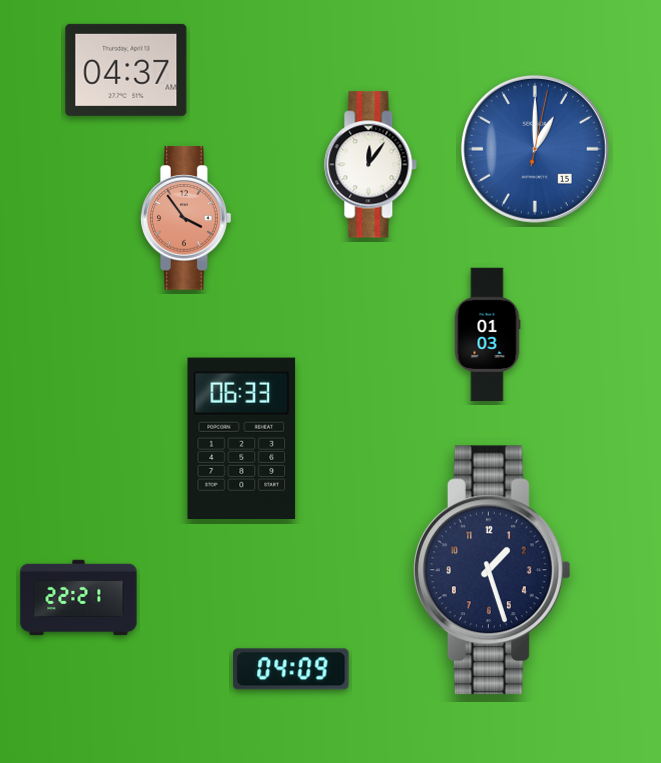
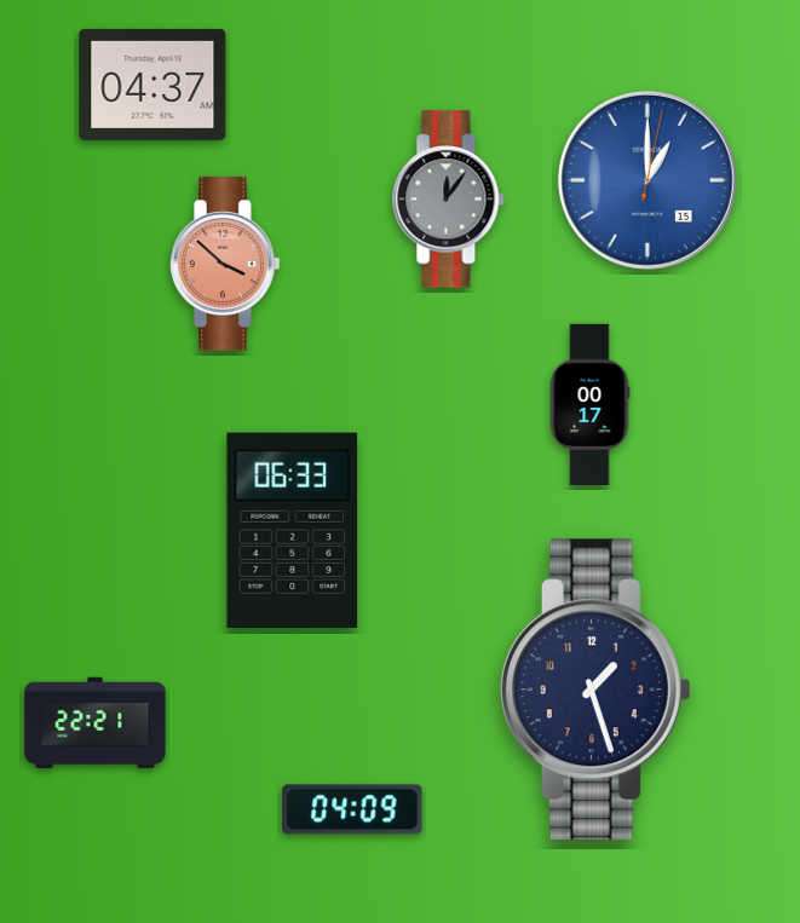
clock at (371, 165) dial: white -> grey
clock at (186, 218): 3:54 -> 3:52
clock at (487, 335): 01:03 -> 00:17
